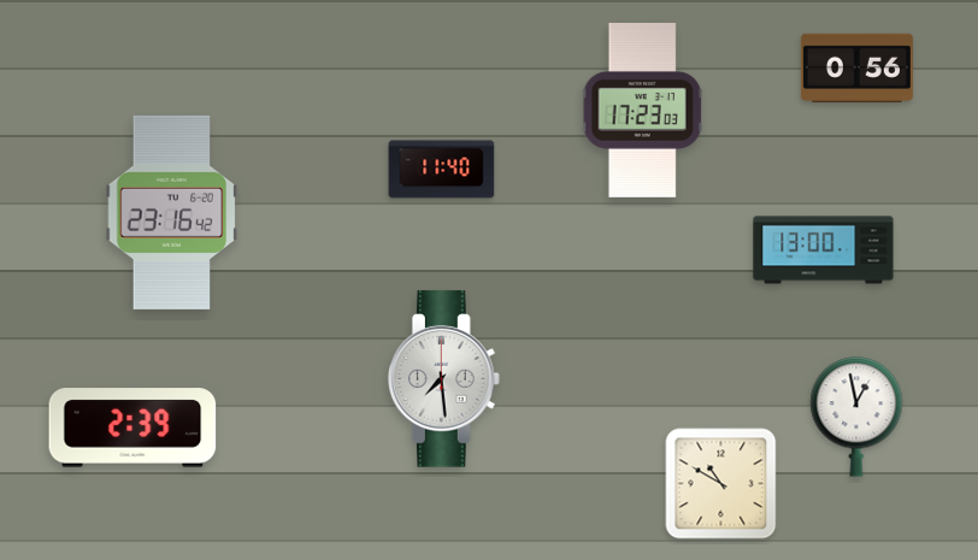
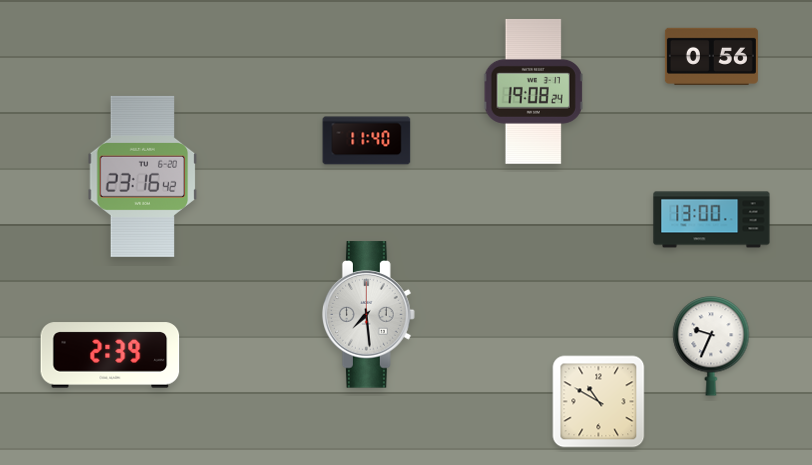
clock at (642, 110): 17:23 -> 19:08
clock at (824, 250) position: (824, 250) -> (712, 220)
clock at (856, 417): 12:58 -> 9:34
